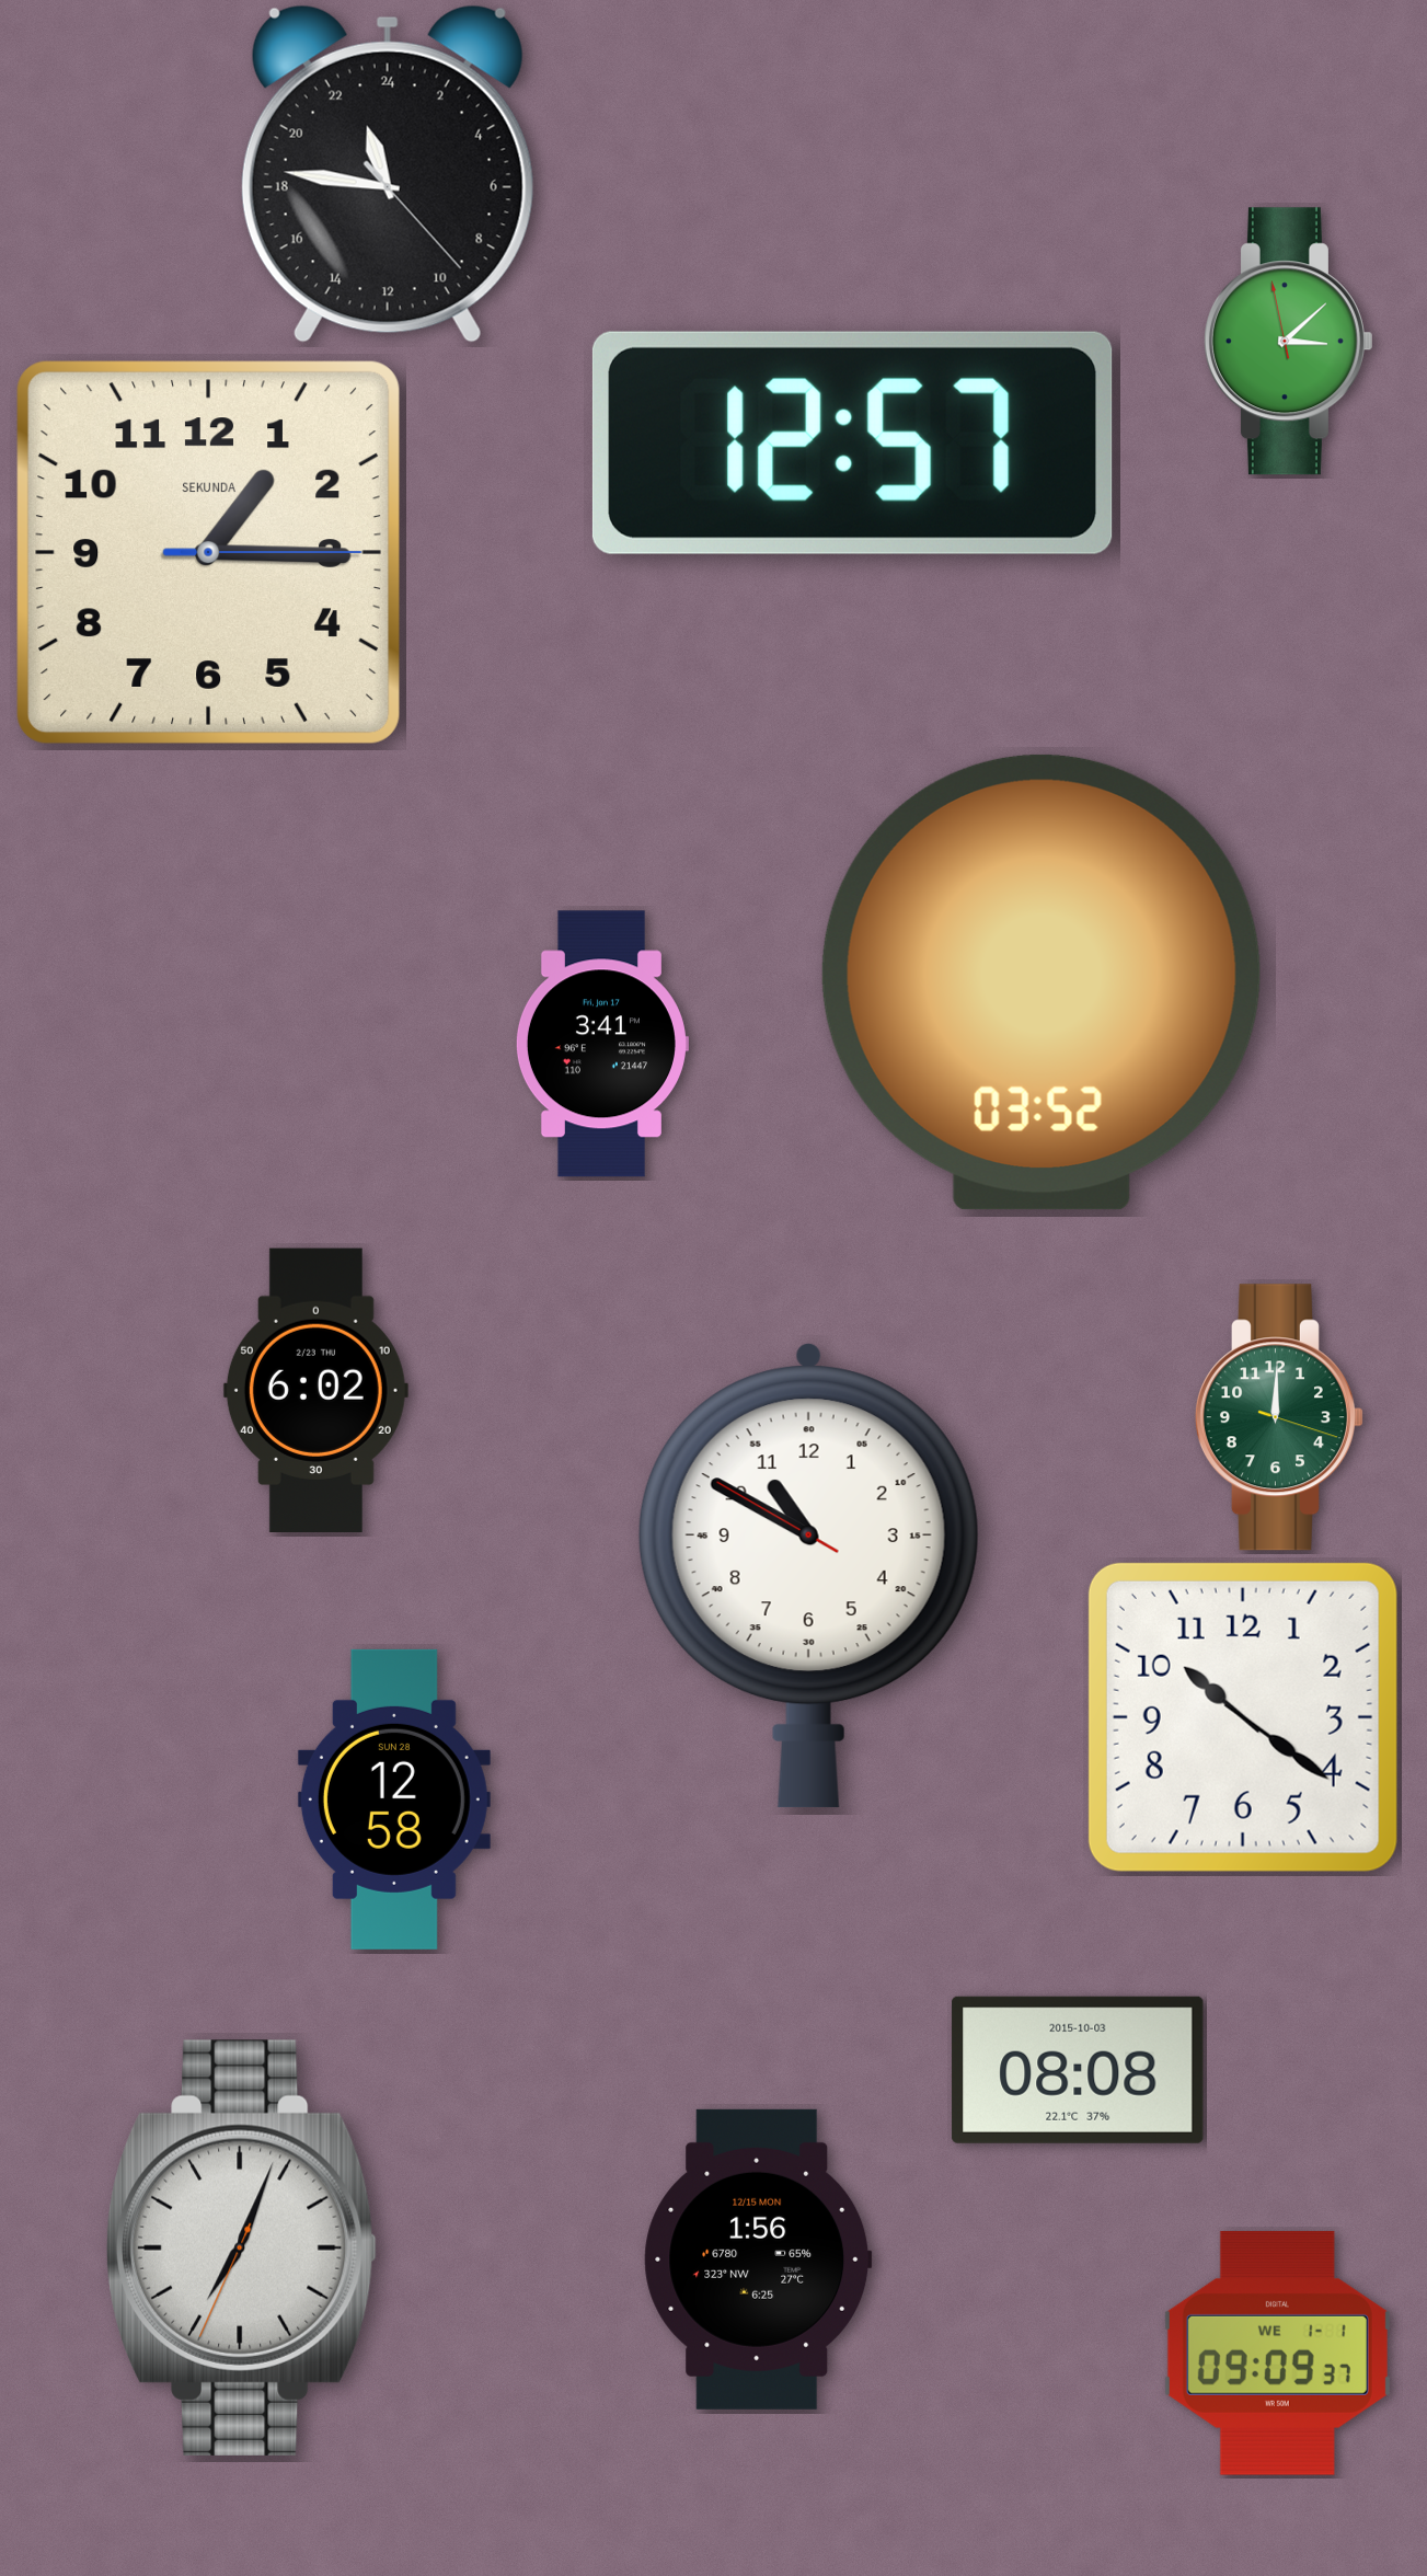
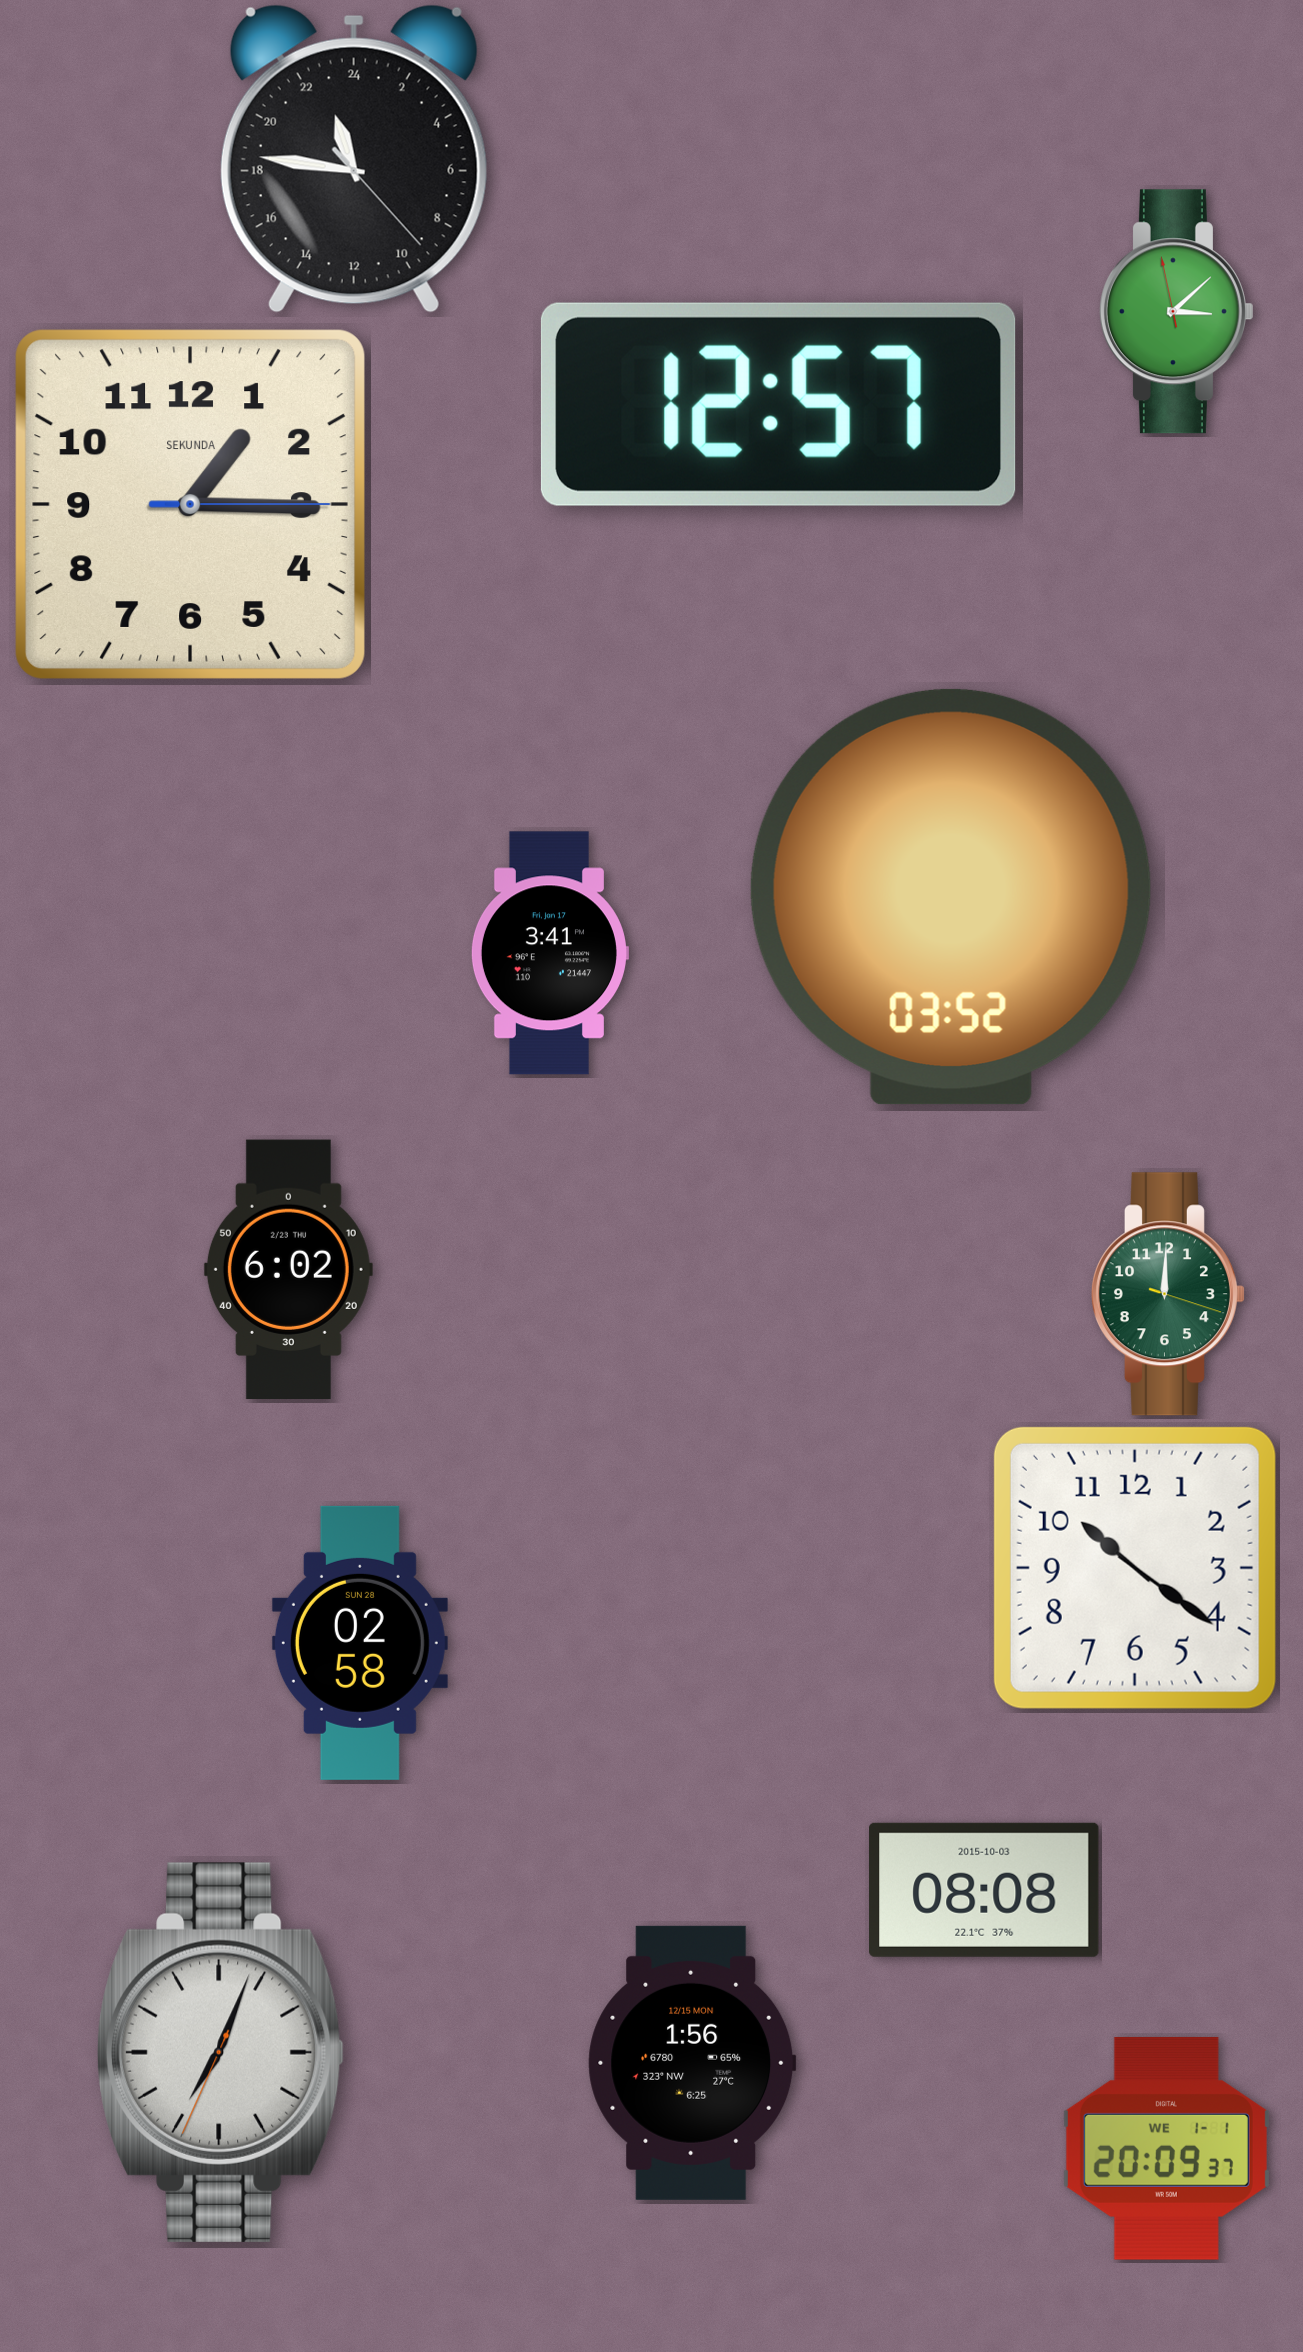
clock at (808, 1576): 10:49 -> none
clock at (394, 1799): 12:58 -> 02:58
clock at (1277, 2353): 09:09 -> 20:09
